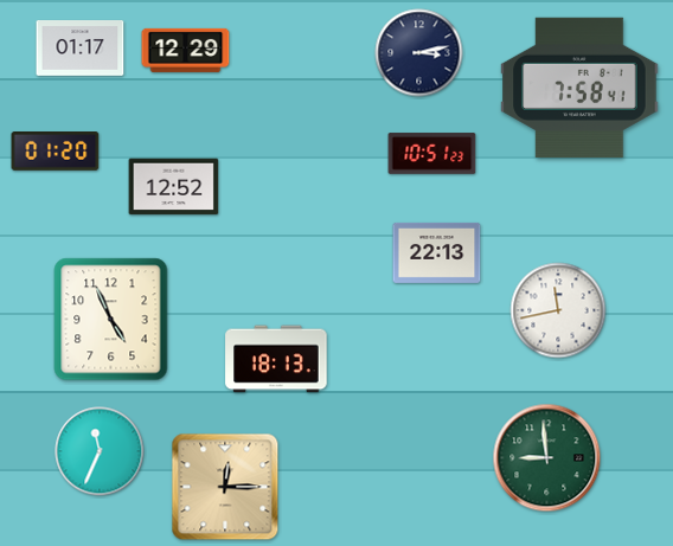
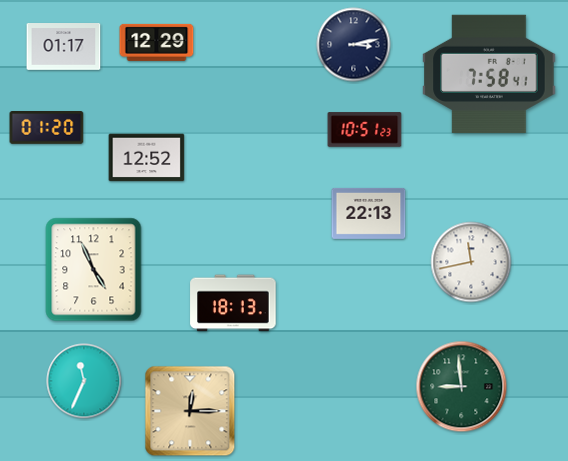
clock at (81, 49) position: (81, 49) -> (64, 47)
